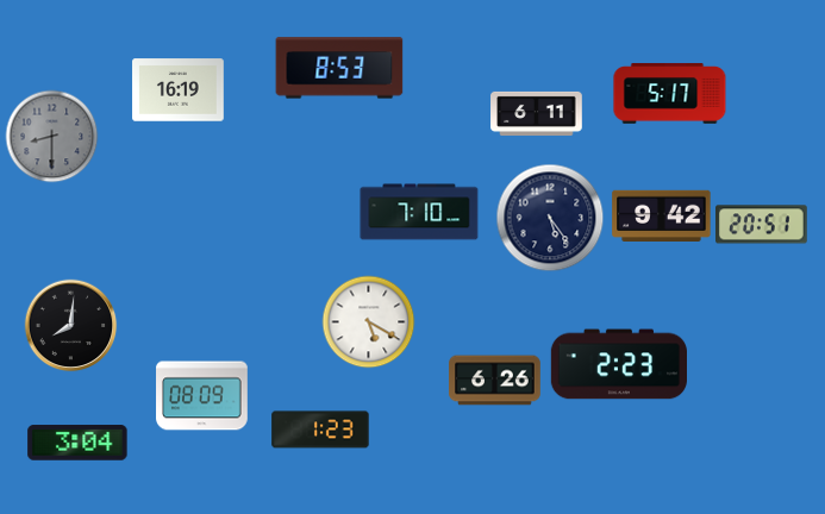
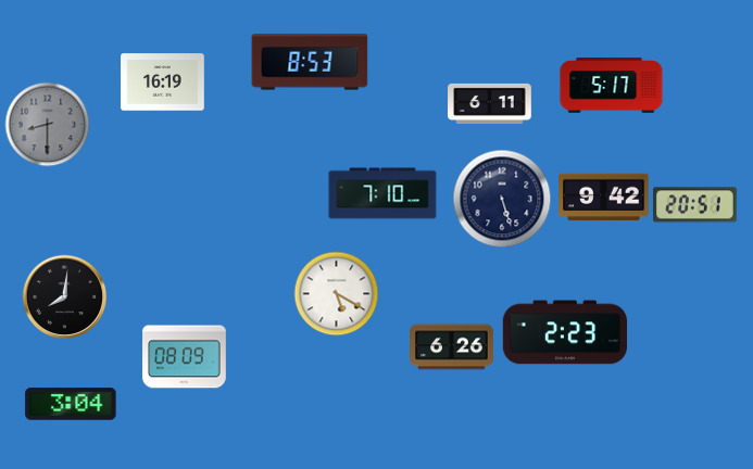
clock at (550, 218): 5:24 -> 5:27
clock at (202, 396) position: (202, 396) -> (185, 357)
clock at (320, 430): 1:23 -> none
